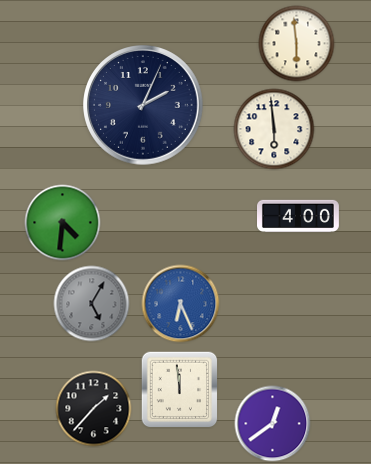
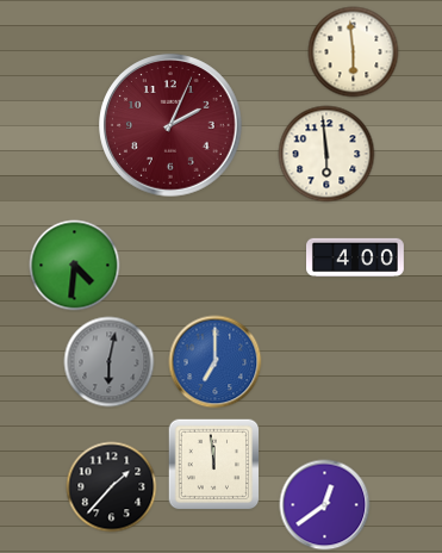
clock at (143, 105) dial: navy -> burgundy
clock at (92, 304): 5:05 -> 6:02
clock at (181, 304): 6:26 -> 7:00
